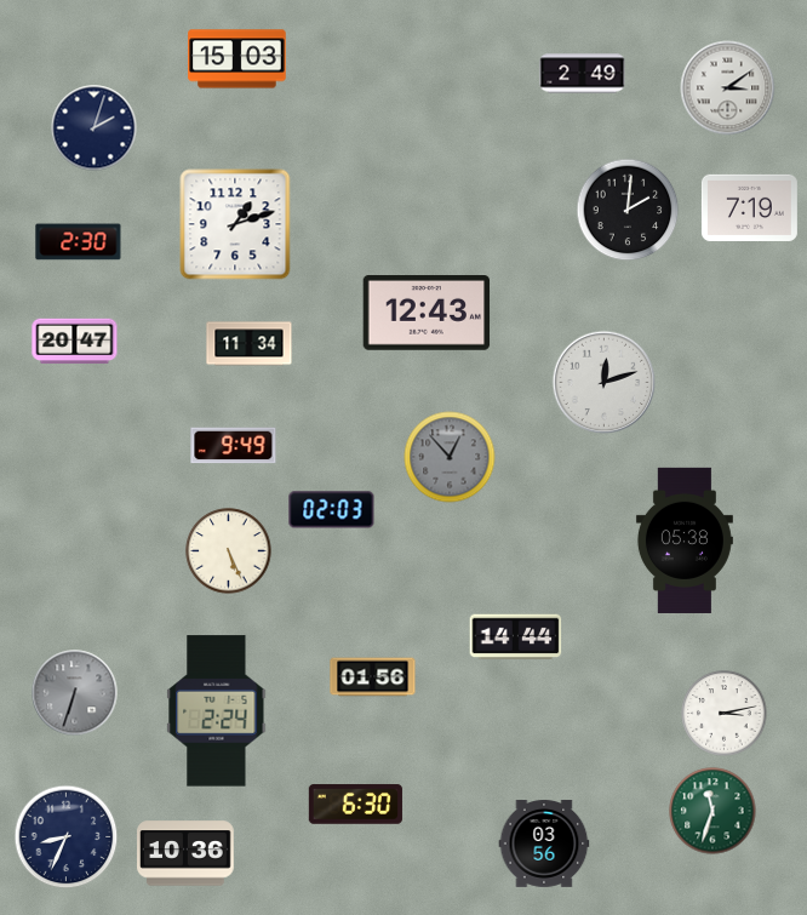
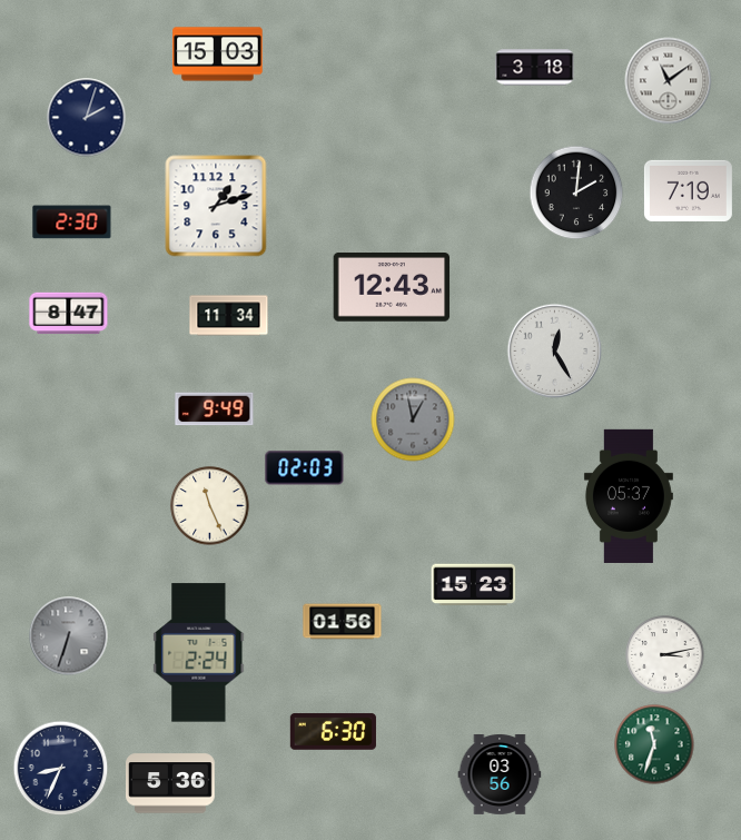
clock at (583, 74): 2:49 -> 3:18
clock at (728, 88): 3:09 -> 11:09
clock at (75, 342): 20:47 -> 8:47
clock at (605, 383): 12:12 -> 12:25
clock at (450, 457): 12:53 -> 12:58
clock at (685, 541): 05:38 -> 05:37
clock at (229, 551): 5:26 -> 11:26
clock at (516, 637): 14:44 -> 15:23
clock at (355, 805) position: (355, 805) -> (333, 732)
clock at (185, 853): 10:36 -> 5:36
